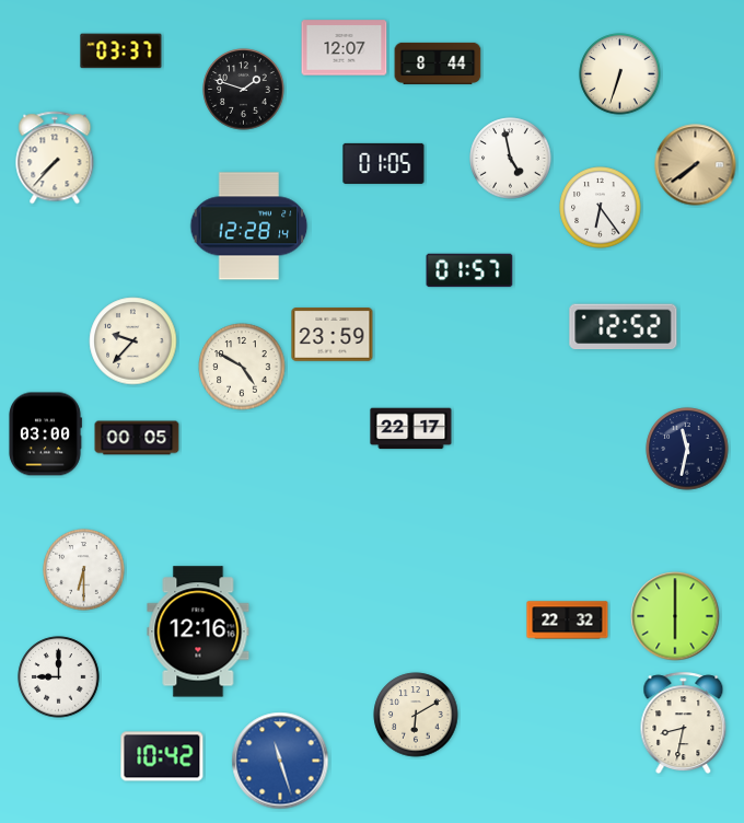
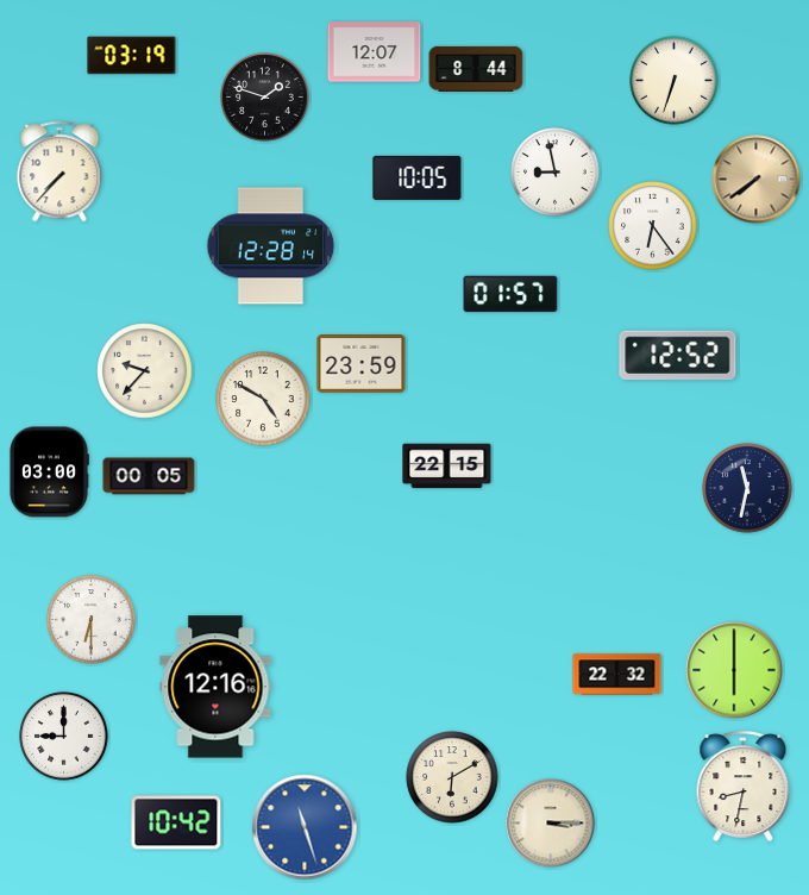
clock at (121, 51): 03:37 -> 03:19
clock at (511, 159): 4:58 -> 8:58
clock at (384, 163): 01:05 -> 10:05
clock at (411, 429): 22:17 -> 22:15
clock at (551, 824): none -> 3:15
